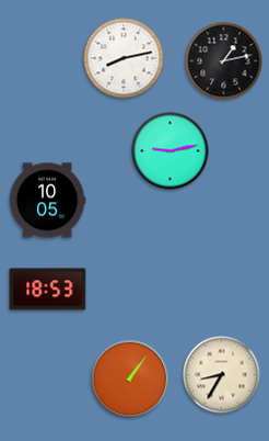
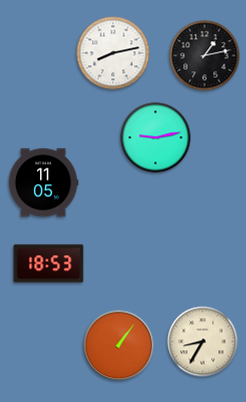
clock at (47, 201): 10:05 -> 11:05
clock at (48, 290) position: (48, 290) -> (49, 264)
